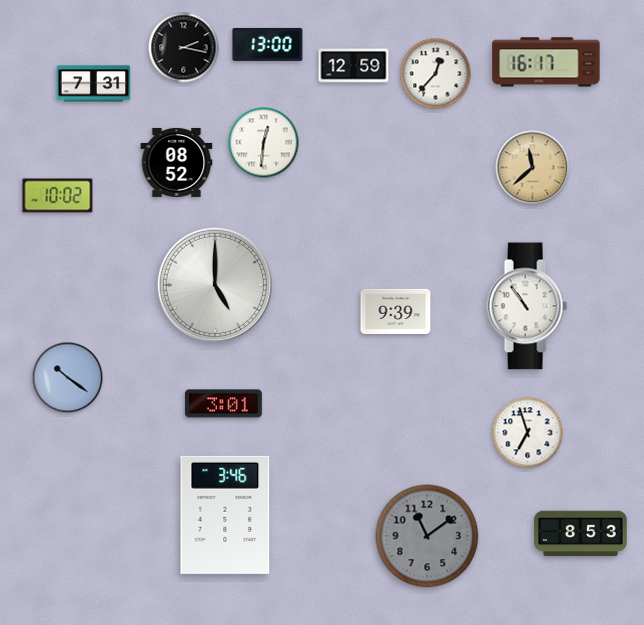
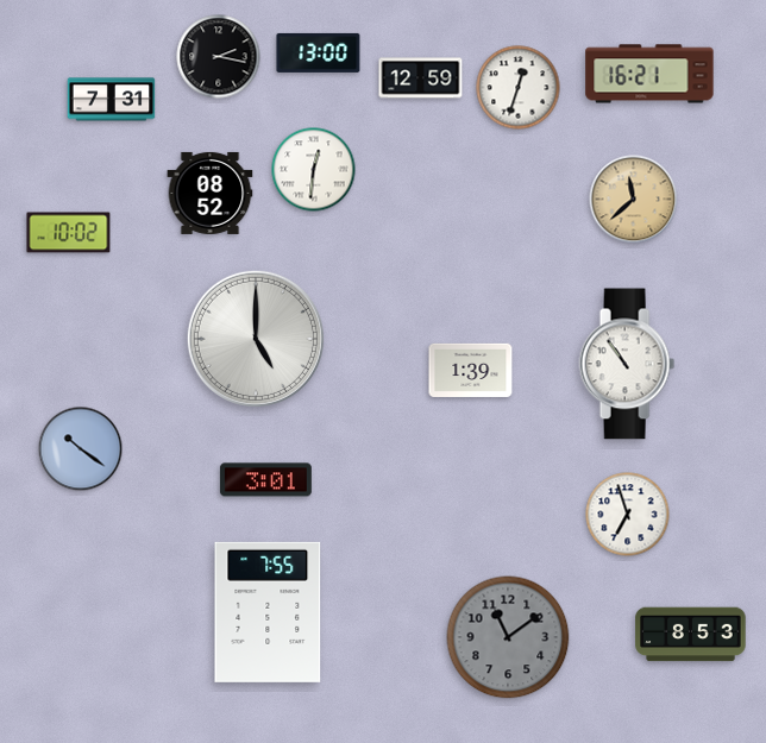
clock at (546, 62): 16:17 -> 16:21
clock at (436, 74): 12:37 -> 12:33
clock at (396, 311): 9:39 -> 1:39
clock at (225, 515): 3:46 -> 7:55
